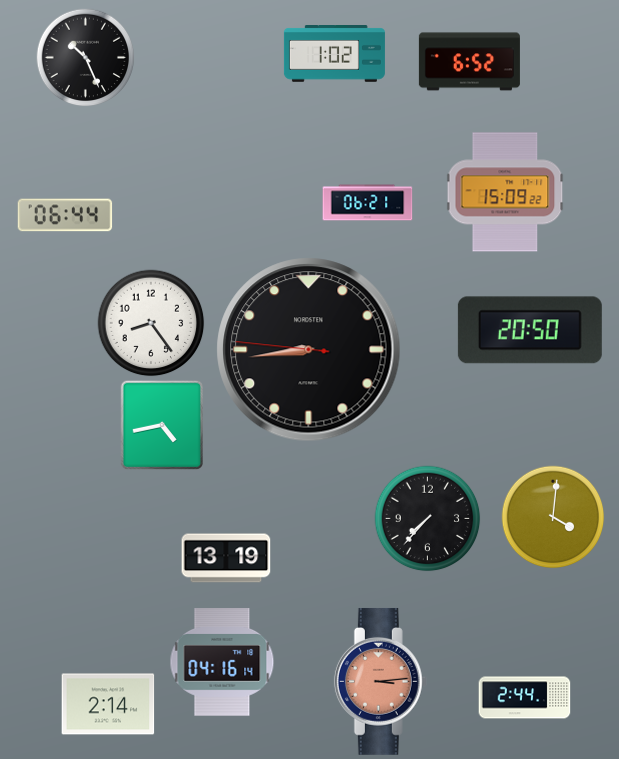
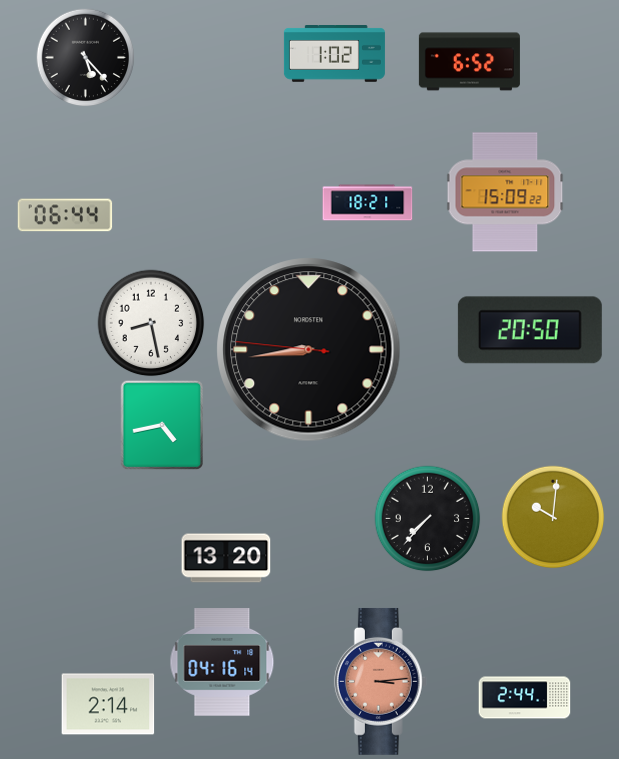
clock at (86, 58): 10:26 -> 5:23
clock at (368, 203): 06:21 -> 18:21
clock at (151, 323): 8:24 -> 8:28
clock at (553, 517): 4:01 -> 10:01
clock at (226, 558): 13:19 -> 13:20
